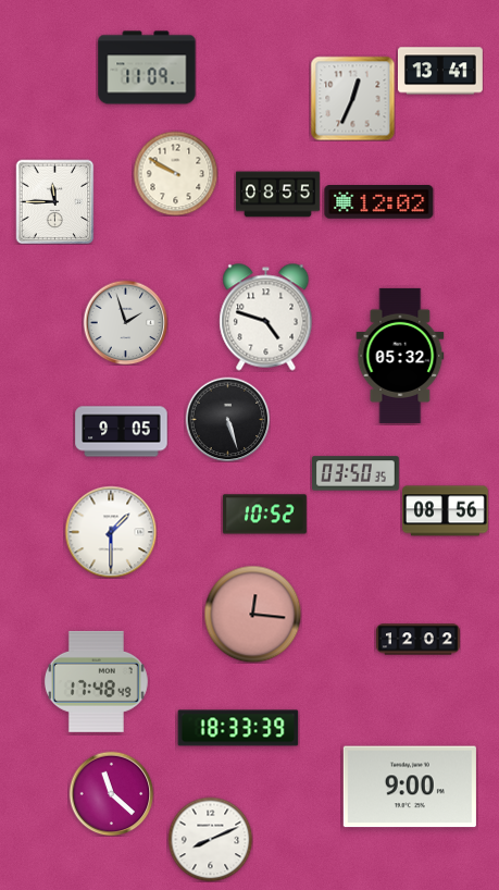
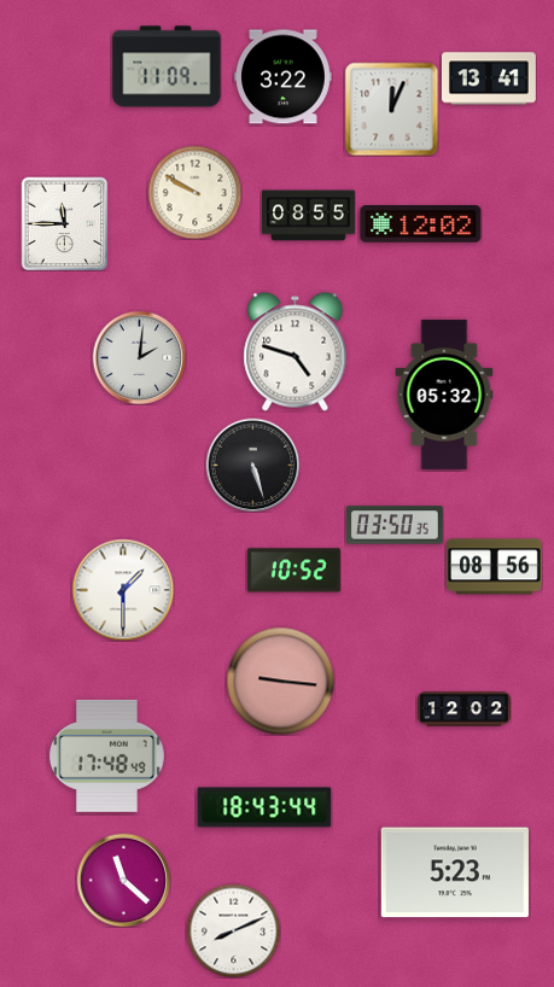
clock at (147, 67) position: (147, 67) -> (167, 66)
clock at (284, 77): none -> 3:22
clock at (352, 98): 12:34 -> 12:04
clock at (55, 201) position: (55, 201) -> (65, 223)
clock at (125, 322): 1:57 -> 2:01
clock at (122, 432): 9:05 -> none
clock at (252, 614): 12:16 -> 9:16
clock at (238, 728): 18:33 -> 18:43
clock at (410, 787): 9:00 -> 5:23
